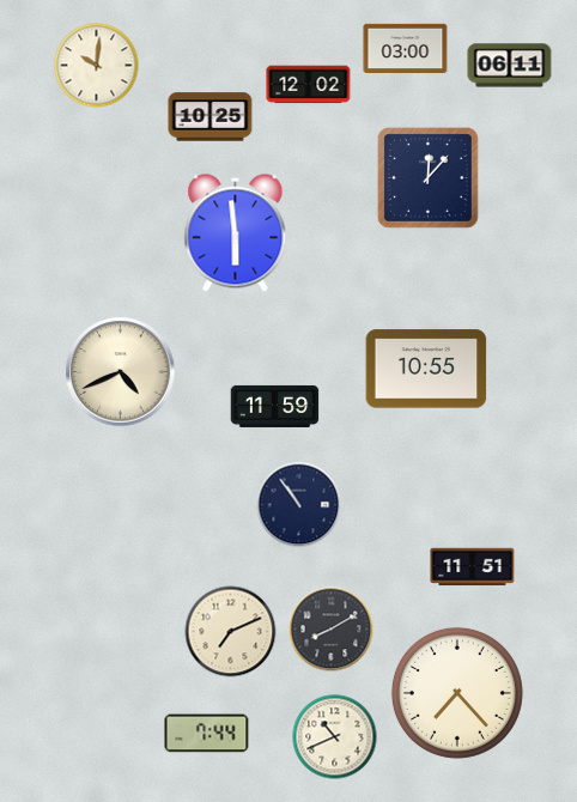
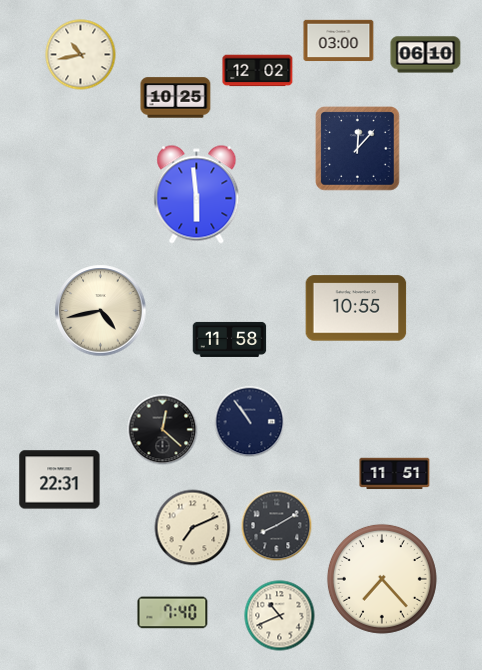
clock at (97, 66): 10:01 -> 10:43
clock at (510, 66): 06:11 -> 06:10
clock at (121, 372): 4:41 -> 4:43
clock at (275, 406): 11:59 -> 11:58
clock at (163, 430): none -> 12:22
clock at (60, 480): none -> 22:31
clock at (207, 734): 7:44 -> 7:40
